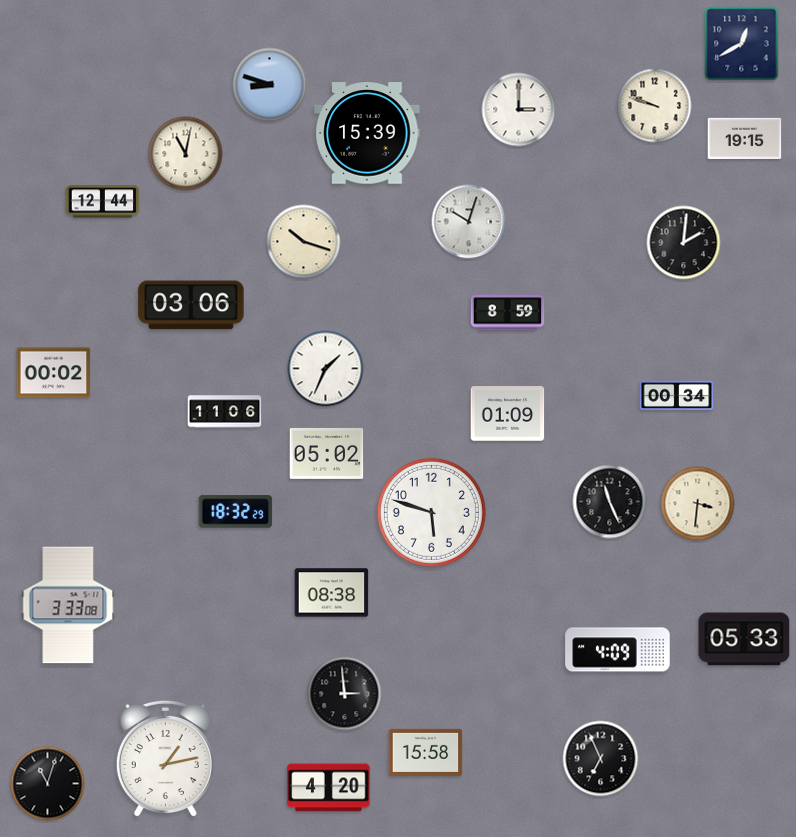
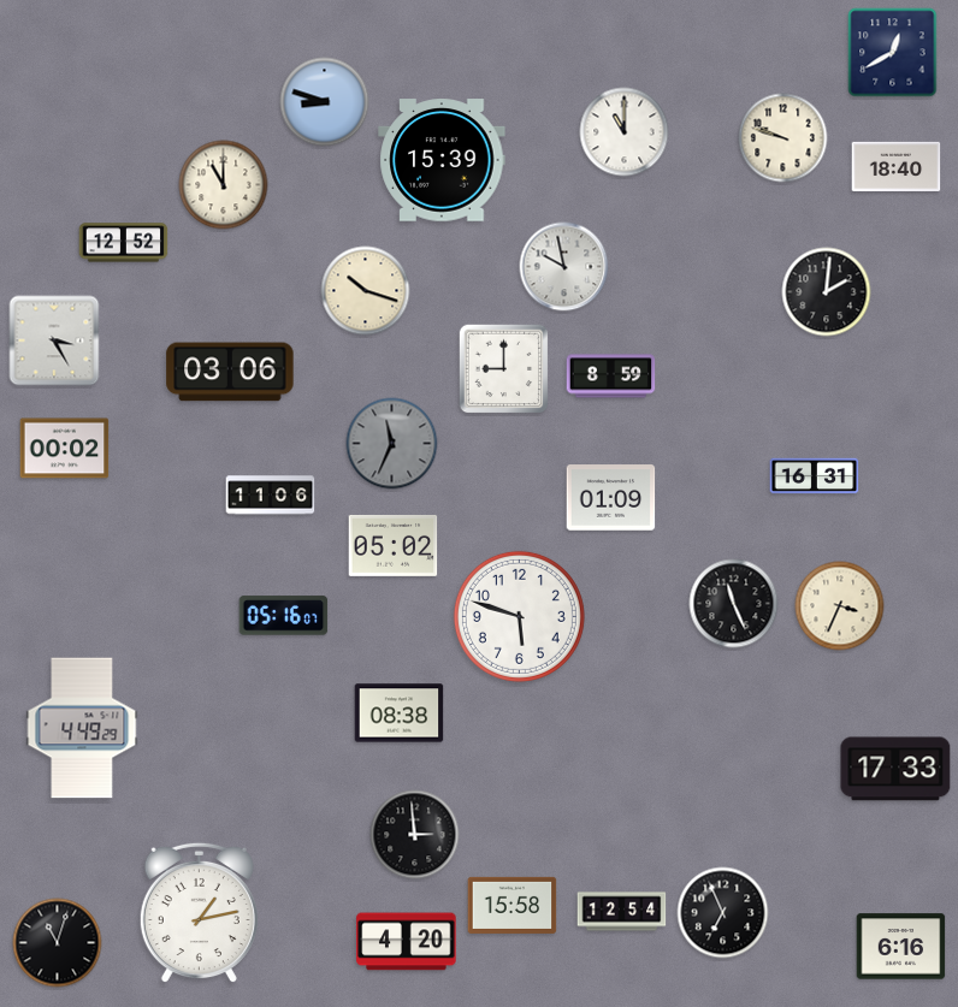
clock at (655, 106) position: (655, 106) -> (783, 138)
clock at (519, 110): 3:00 -> 11:00
clock at (745, 138): 19:15 -> 18:40
clock at (186, 154): 11:02 -> 11:00
clock at (103, 202): 12:44 -> 12:52
clock at (469, 222): 10:03 -> 9:58
clock at (684, 243) position: (684, 243) -> (827, 292)
clock at (54, 340): none -> 3:25
clock at (191, 305) position: (191, 305) -> (230, 372)
clock at (504, 369): none -> 9:00
clock at (326, 369): 1:34 -> 11:34
clock at (326, 369) dial: white -> grey
clock at (677, 396): 00:34 -> 16:31
clock at (698, 504): 3:31 -> 3:34
clock at (236, 512): 18:32 -> 05:16
clock at (68, 605): 3:33 -> 4:49
clock at (744, 639): 05:33 -> 17:33
clock at (618, 650): 4:09 -> none
clock at (622, 912): none -> 12:54
clock at (901, 947): none -> 6:16
clock at (329, 788) position: (329, 788) -> (407, 942)
